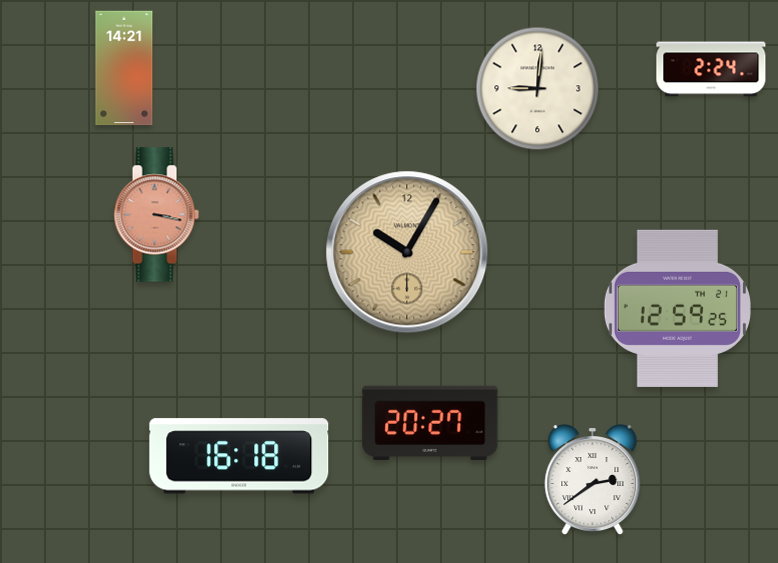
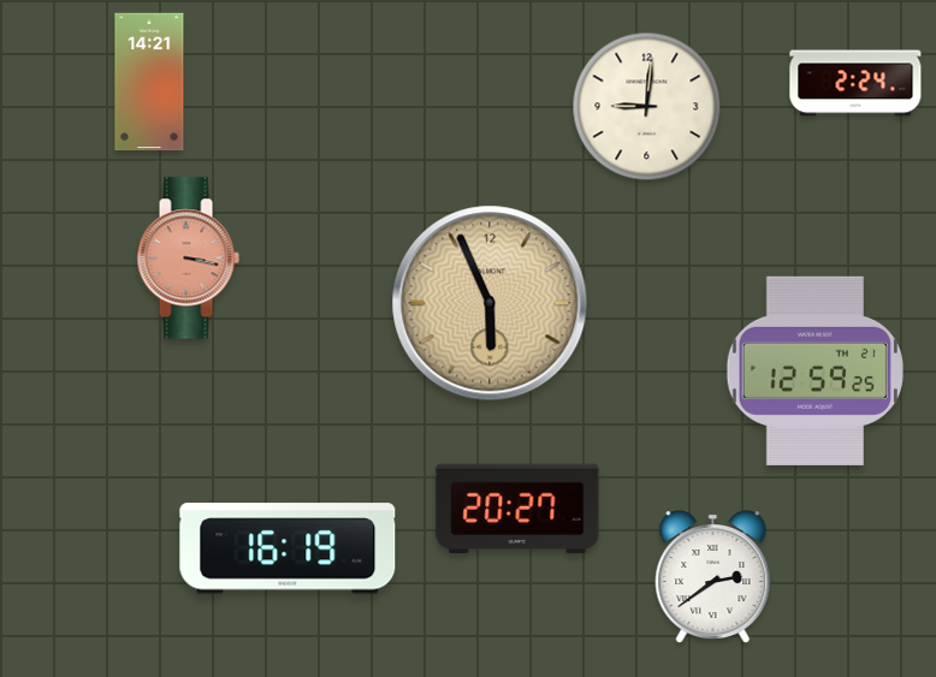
clock at (407, 252): 10:05 -> 5:56
clock at (239, 456): 16:18 -> 16:19
